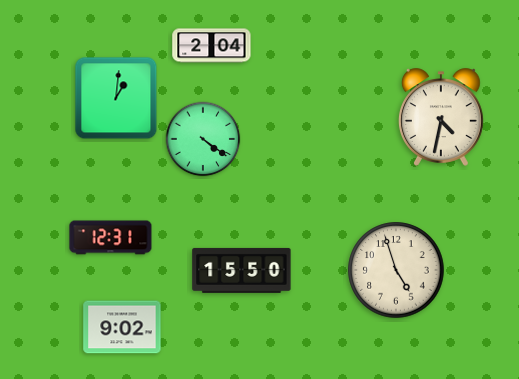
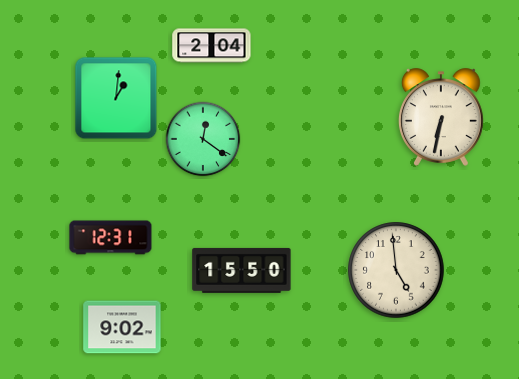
clock at (441, 117): 4:32 -> 6:32
clock at (203, 139): 4:21 -> 12:21
clock at (396, 270): 4:57 -> 4:59
